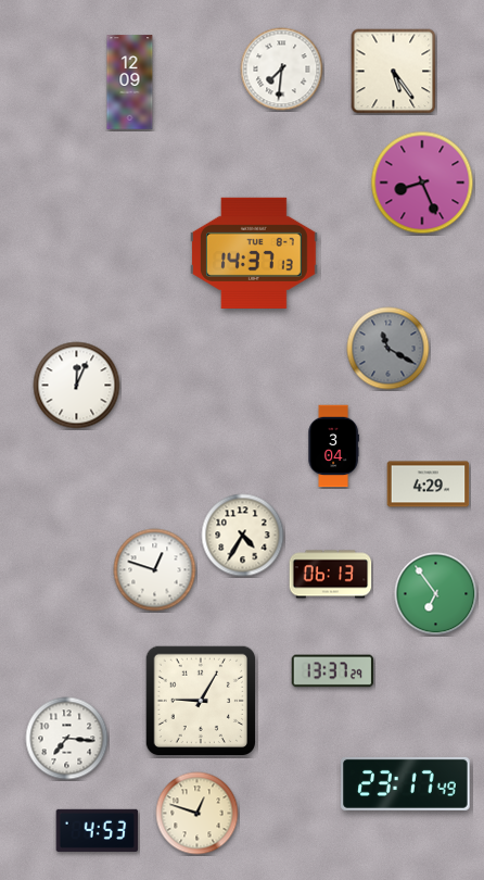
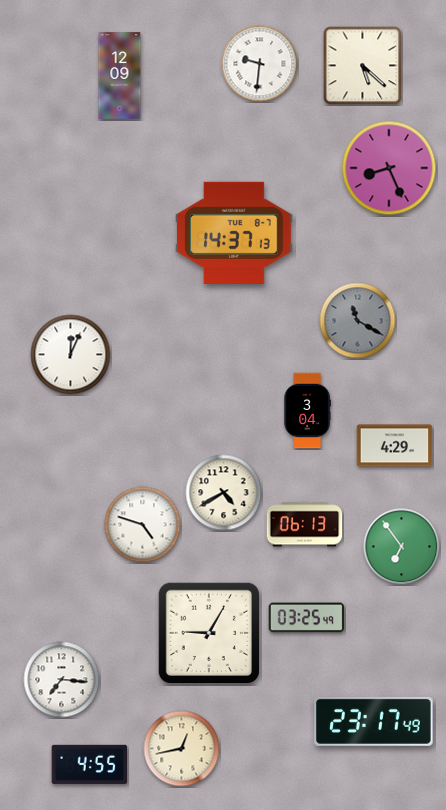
clock at (282, 70): 7:31 -> 9:31
clock at (394, 72): 5:24 -> 5:22
clock at (243, 536): 4:35 -> 4:40
clock at (155, 570): 12:48 -> 4:48
clock at (331, 575) position: (331, 575) -> (305, 525)
clock at (333, 671): 13:37 -> 03:25
clock at (200, 700) position: (200, 700) -> (208, 632)
clock at (198, 814): 12:48 -> 12:43
clock at (98, 830): 4:53 -> 4:55
